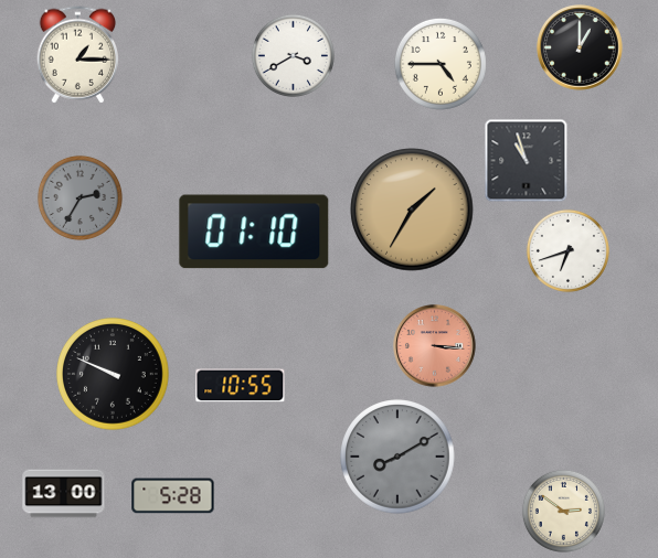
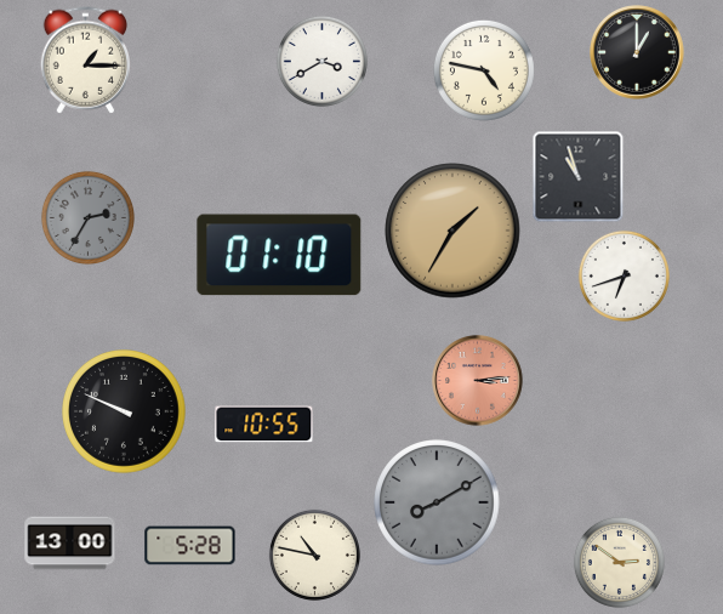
clock at (441, 64): 4:45 -> 4:47
clock at (435, 346): 3:16 -> 3:14
clock at (314, 555): none -> 10:47
